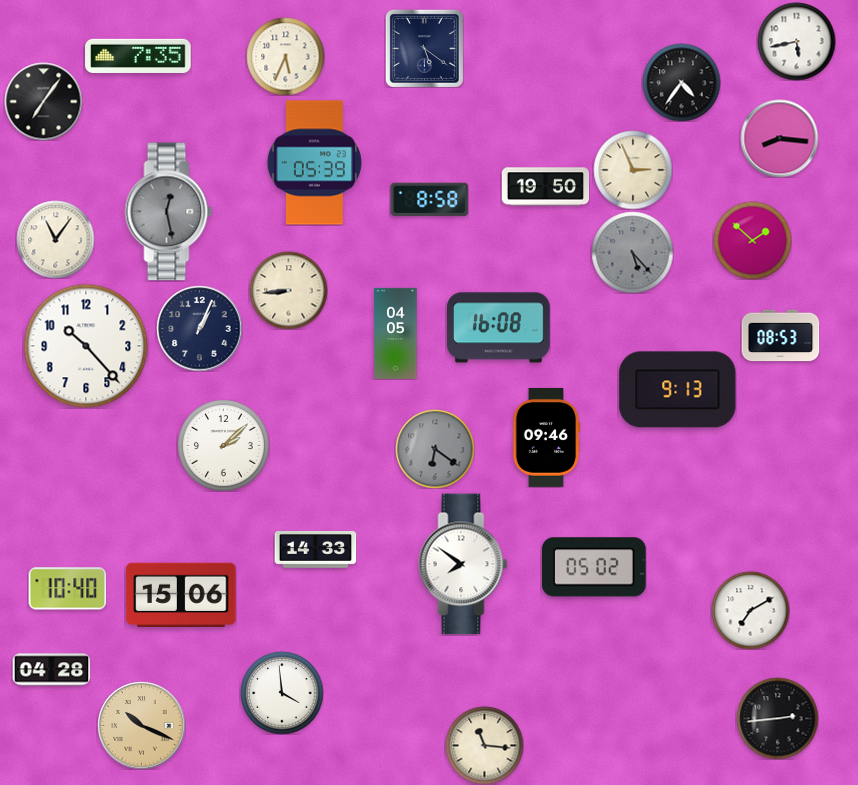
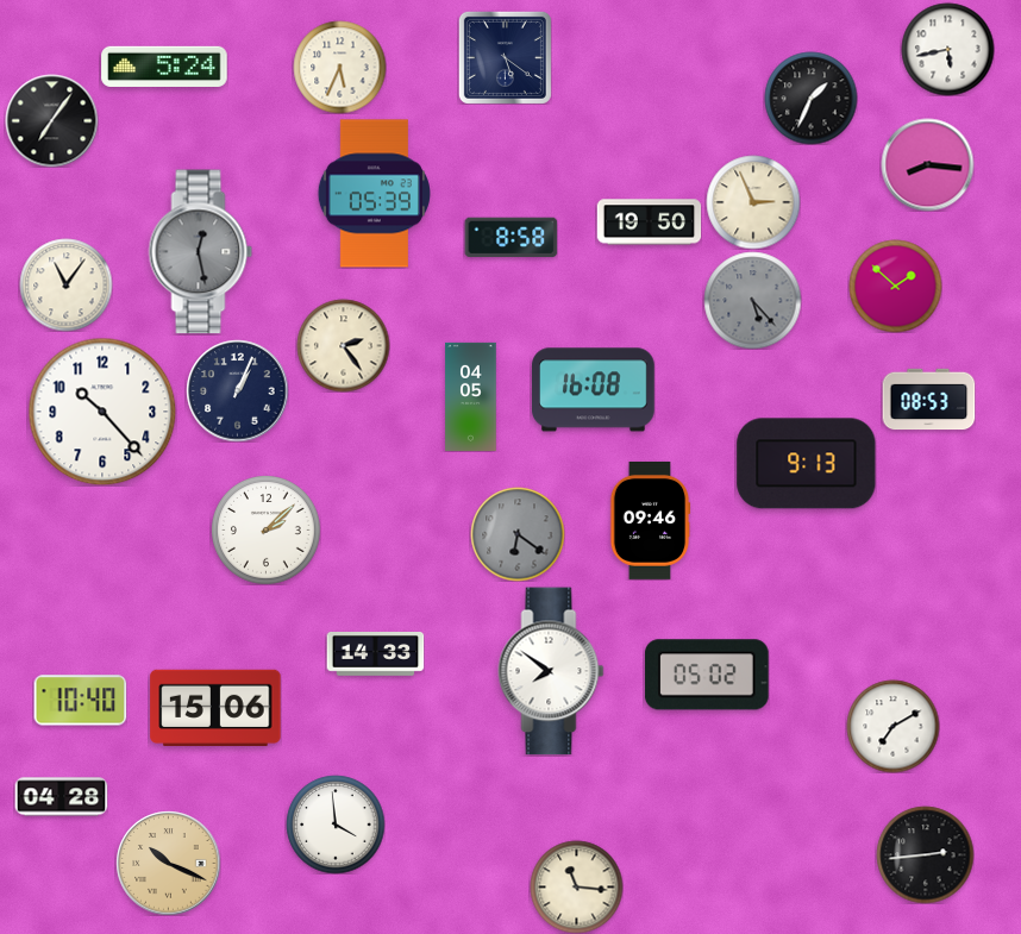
clock at (138, 55): 7:35 -> 5:24
clock at (681, 82): 4:36 -> 1:34
clock at (288, 290): 8:44 -> 2:24
